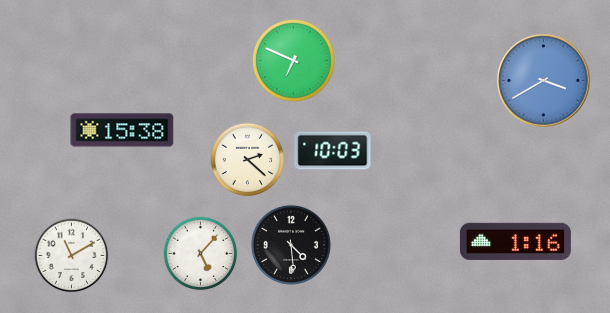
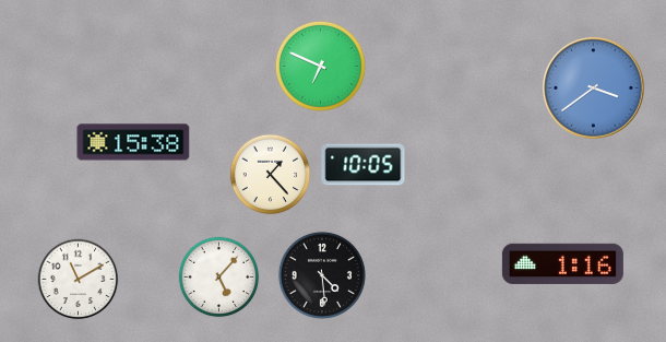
clock at (544, 81): 3:40 -> 3:39
clock at (333, 151): 10:03 -> 10:05
clock at (248, 160): 2:22 -> 1:23
clock at (291, 245) position: (291, 245) -> (322, 275)
